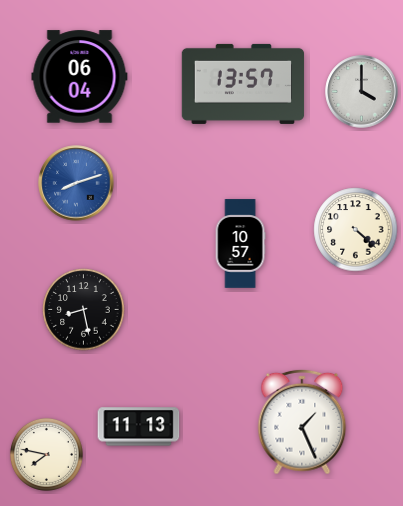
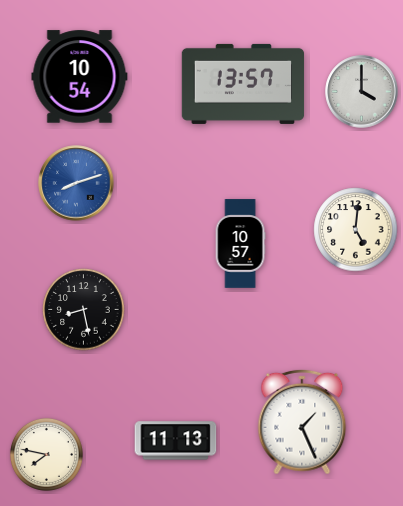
clock at (80, 77): 06:04 -> 10:54
clock at (356, 230): 4:22 -> 5:01
clock at (139, 427) position: (139, 427) -> (176, 441)
